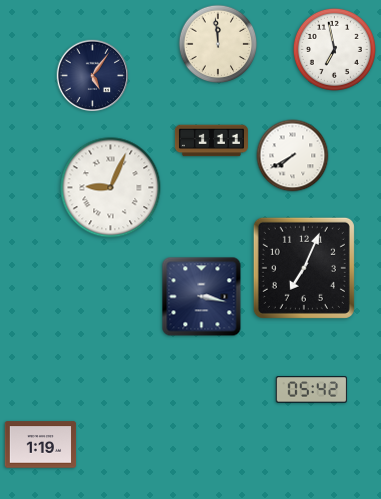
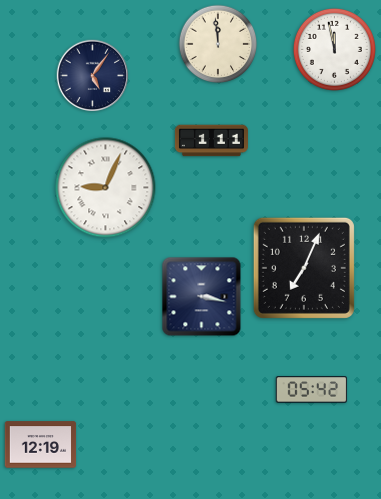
clock at (334, 49): 6:58 -> 11:58
clock at (293, 156): 7:40 -> none
clock at (111, 188) position: (111, 188) -> (106, 188)
clock at (41, 445): 1:19 -> 12:19
